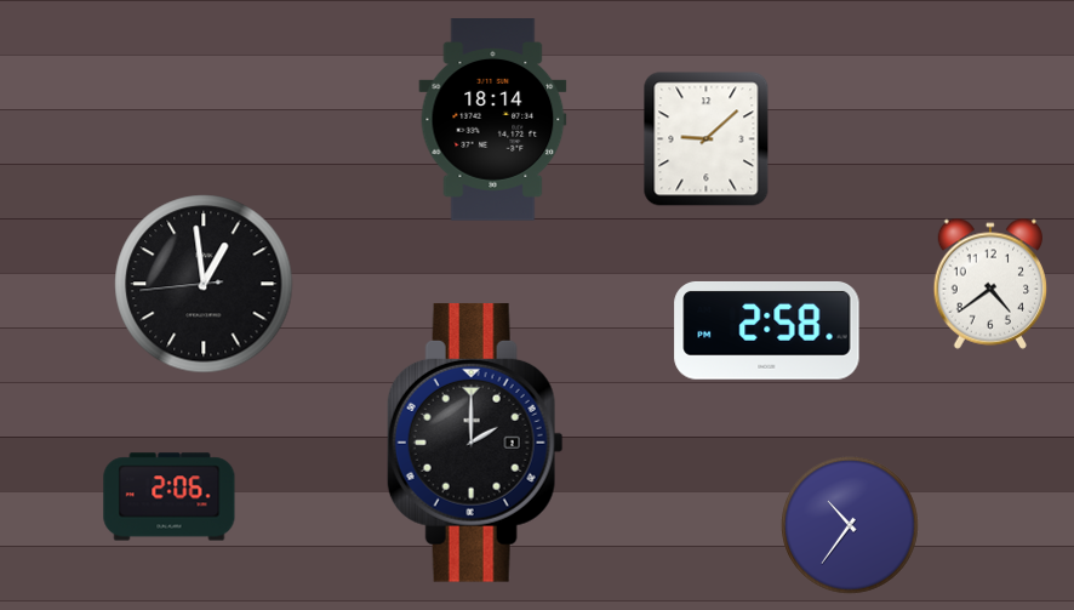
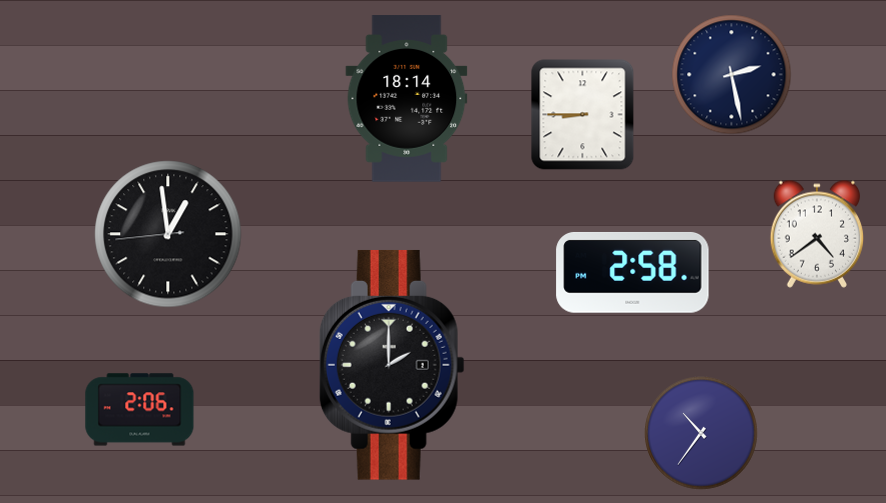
clock at (732, 75): none -> 2:28
clock at (707, 139): 9:08 -> 8:45
